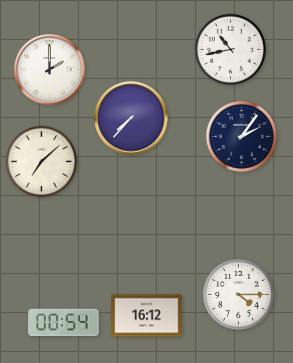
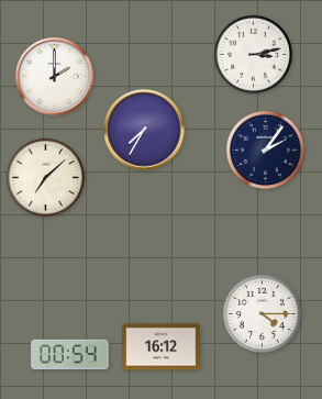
clock at (230, 49): 10:43 -> 3:13
clock at (131, 118): 7:37 -> 7:35
clock at (238, 294) position: (238, 294) -> (262, 313)
